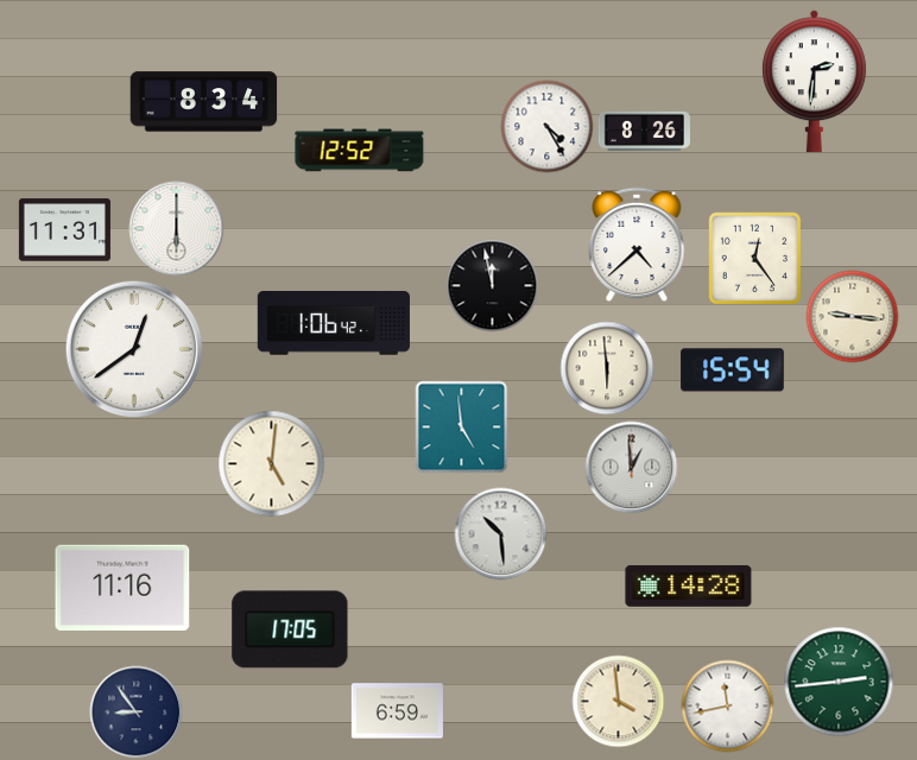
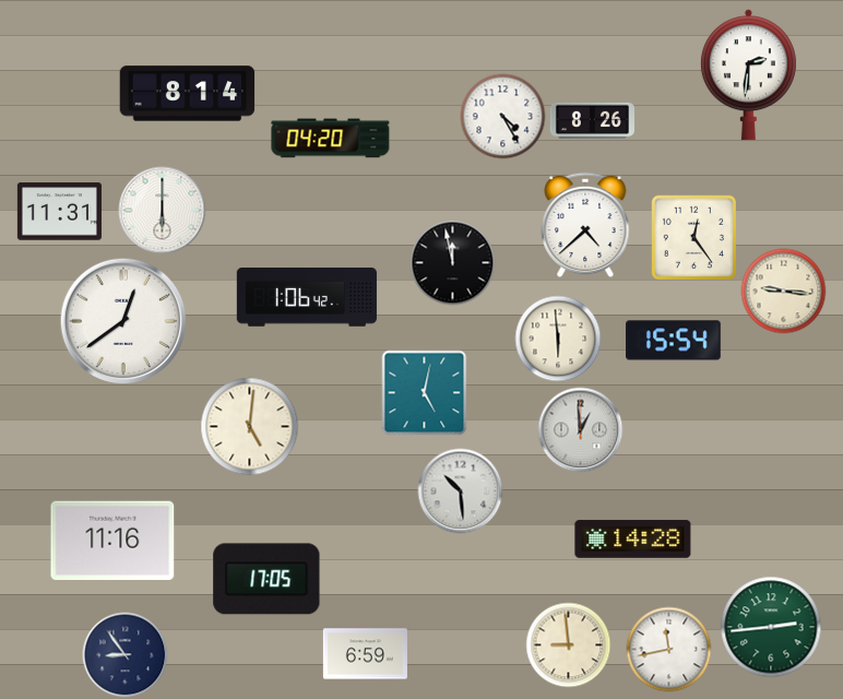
clock at (204, 102): 8:34 -> 8:14
clock at (360, 151): 12:52 -> 04:20
clock at (461, 426): 4:59 -> 5:02
clock at (618, 701): 3:59 -> 8:59
